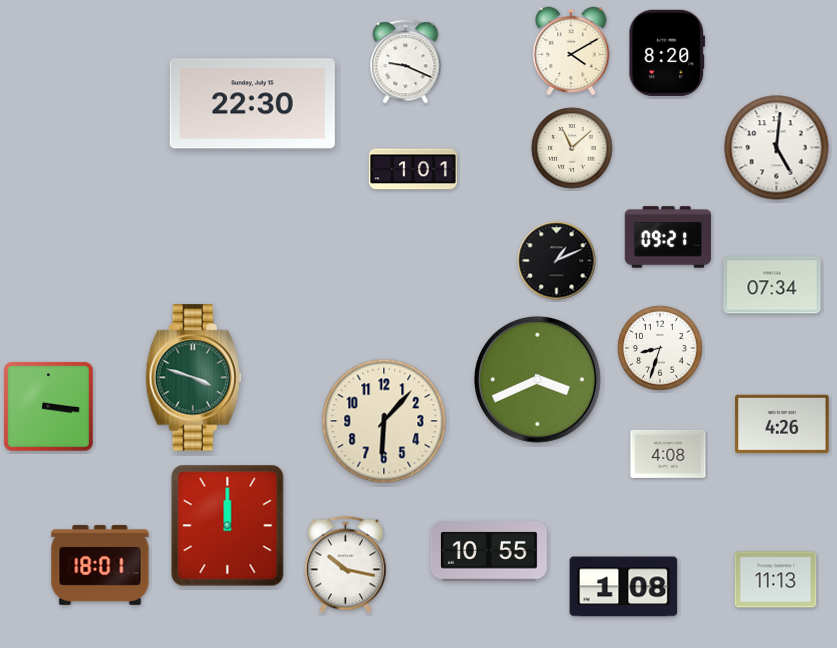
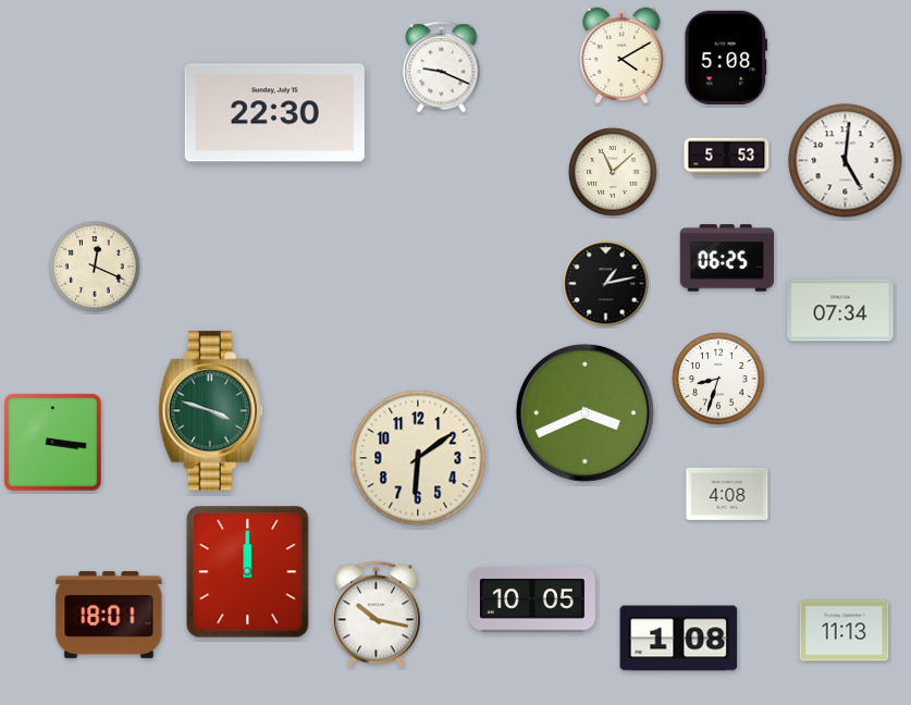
clock at (667, 53): 8:20 -> 5:08
clock at (727, 158): none -> 5:53
clock at (572, 148) position: (572, 148) -> (613, 172)
clock at (413, 169): 1:01 -> none
clock at (667, 237): 09:21 -> 06:25
clock at (95, 267): none -> 12:19
clock at (557, 261): 1:11 -> 1:13
clock at (384, 421): 6:07 -> 6:09
clock at (782, 424): 4:26 -> none
clock at (489, 551): 10:55 -> 10:05
